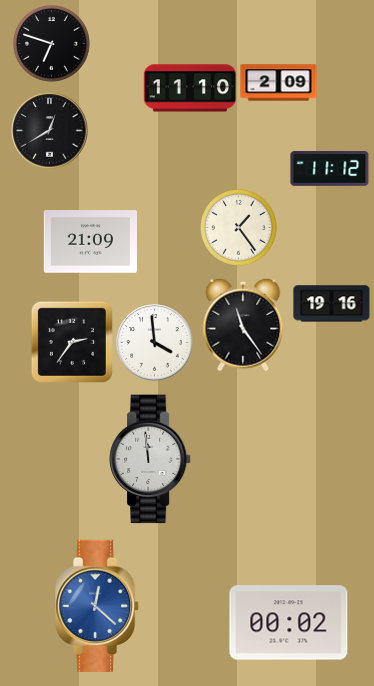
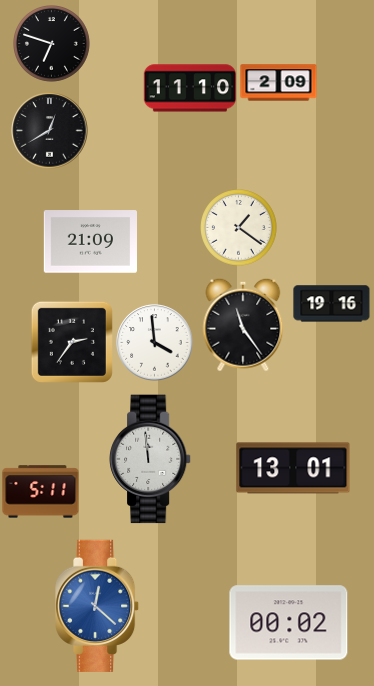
clock at (330, 169): 11:12 -> none
clock at (239, 228): 1:24 -> 1:21
clock at (293, 468): none -> 13:01
clock at (41, 492): none -> 5:11
